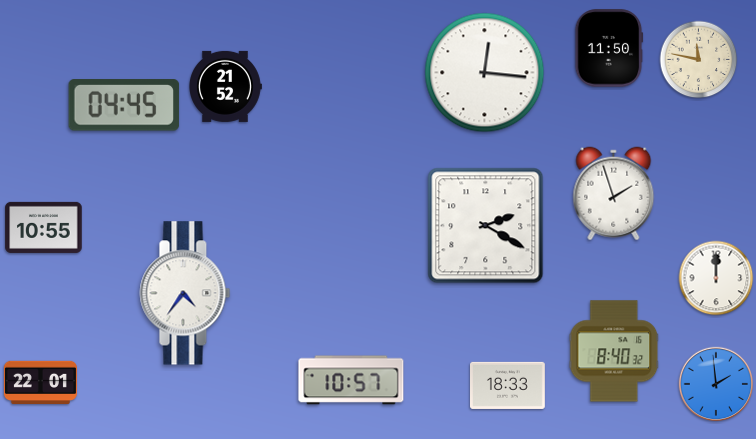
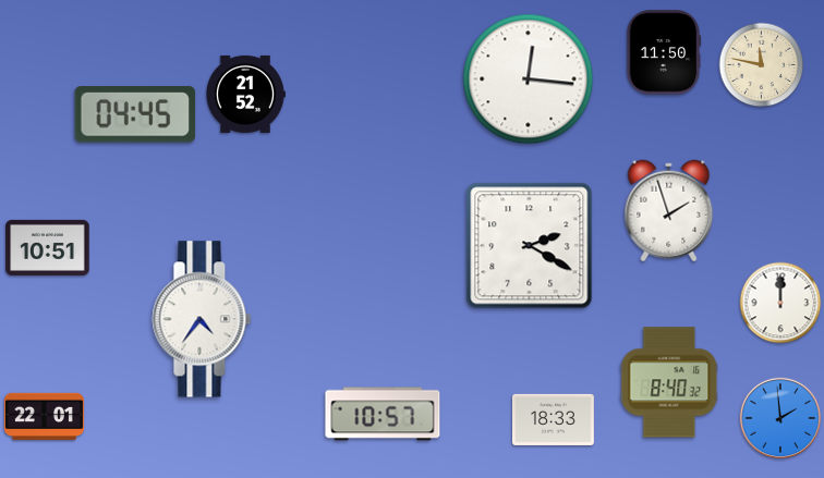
clock at (44, 227): 10:55 -> 10:51
